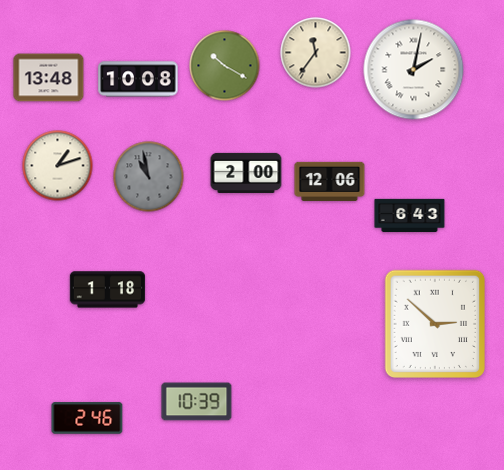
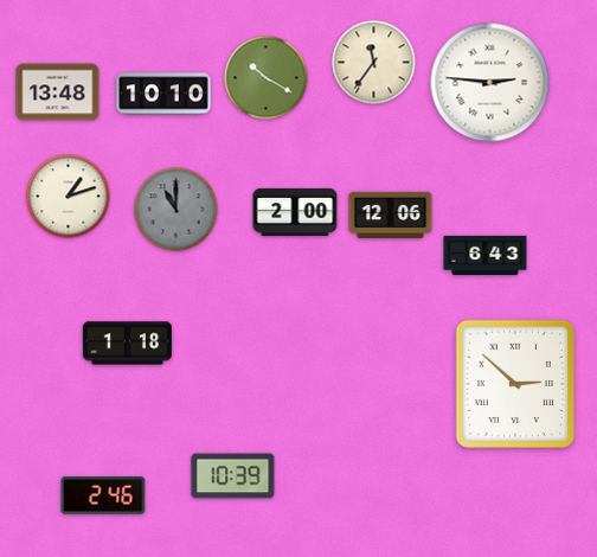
clock at (414, 70): 2:02 -> 2:46
clock at (138, 79): 10:08 -> 10:10
clock at (246, 173) position: (246, 173) -> (295, 212)
clock at (149, 177): 10:58 -> 11:00
